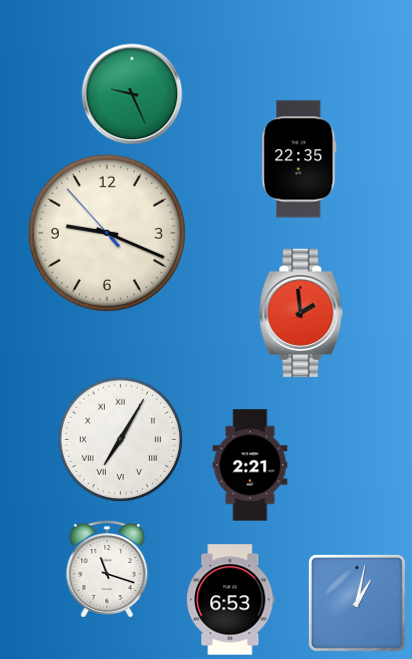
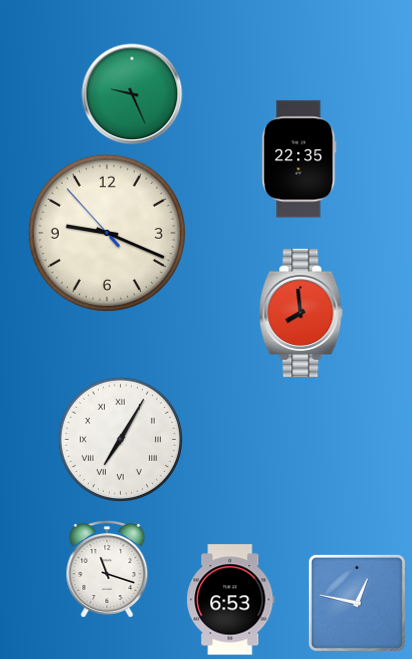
clock at (301, 312): 1:59 -> 7:59
clock at (250, 465): 2:21 -> none
clock at (357, 603): 1:02 -> 12:47
